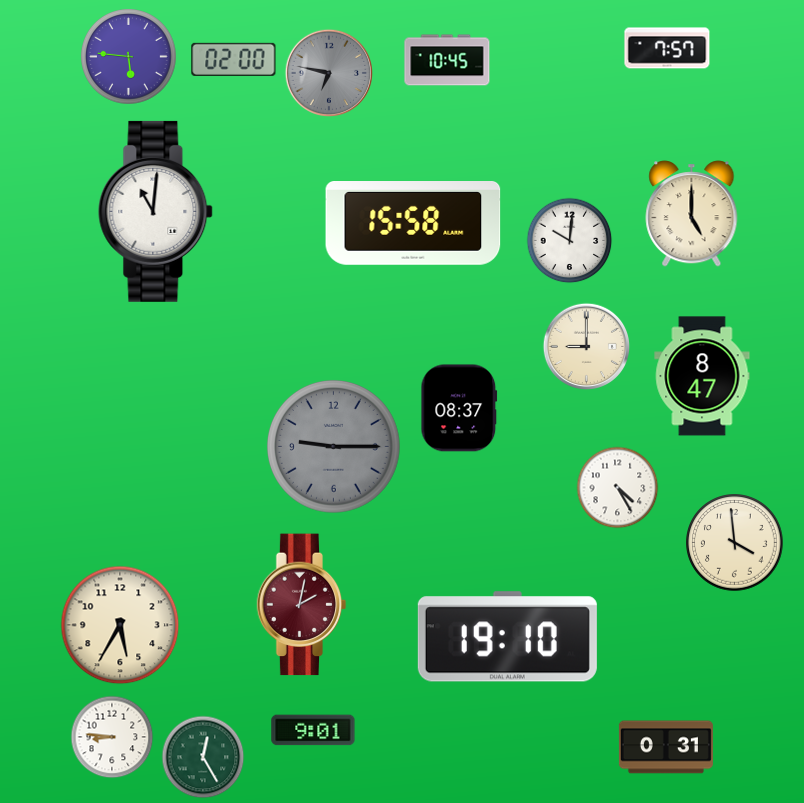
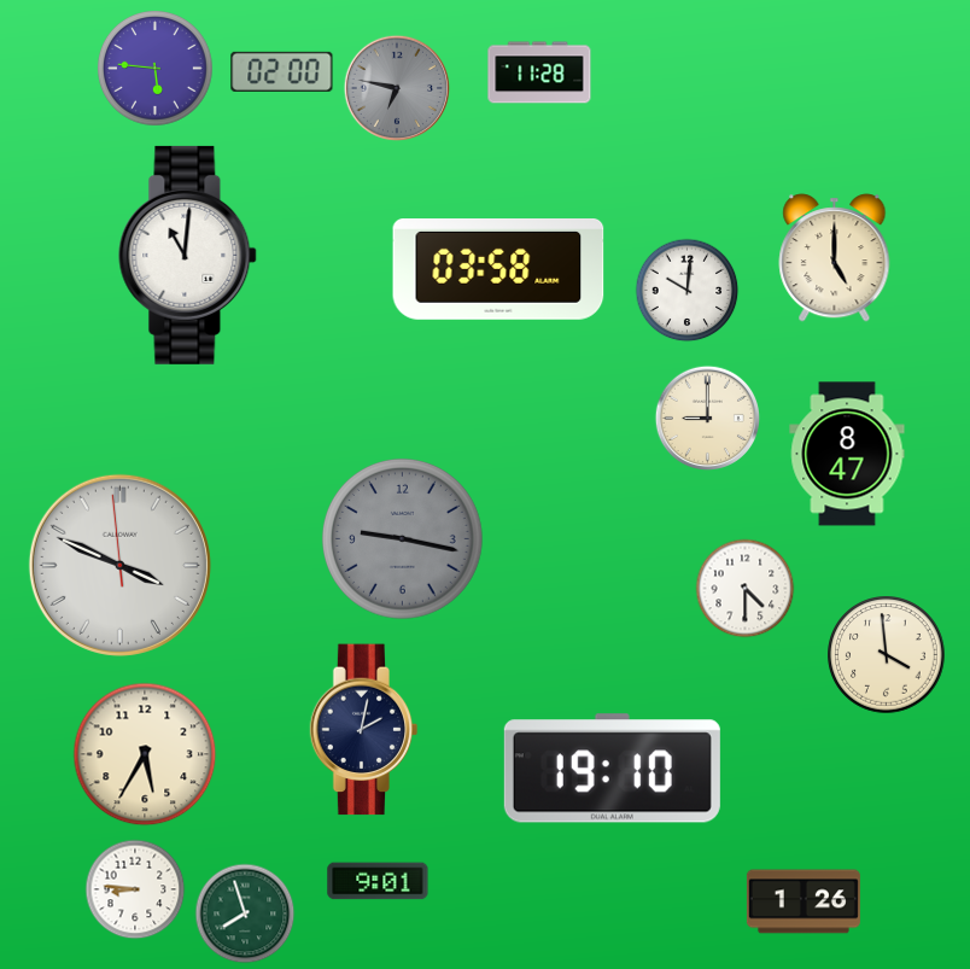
clock at (667, 48): 7:57 -> none
clock at (447, 60): 10:45 -> 11:28
clock at (413, 224): 15:58 -> 03:58
clock at (459, 408): 08:37 -> none
clock at (333, 446): 9:15 -> 9:17
clock at (119, 565): none -> 3:48
clock at (618, 488): 4:25 -> 4:30
clock at (302, 605) dial: burgundy -> navy
clock at (666, 747): 0:31 -> 1:26
clock at (203, 757): 12:25 -> 7:57
